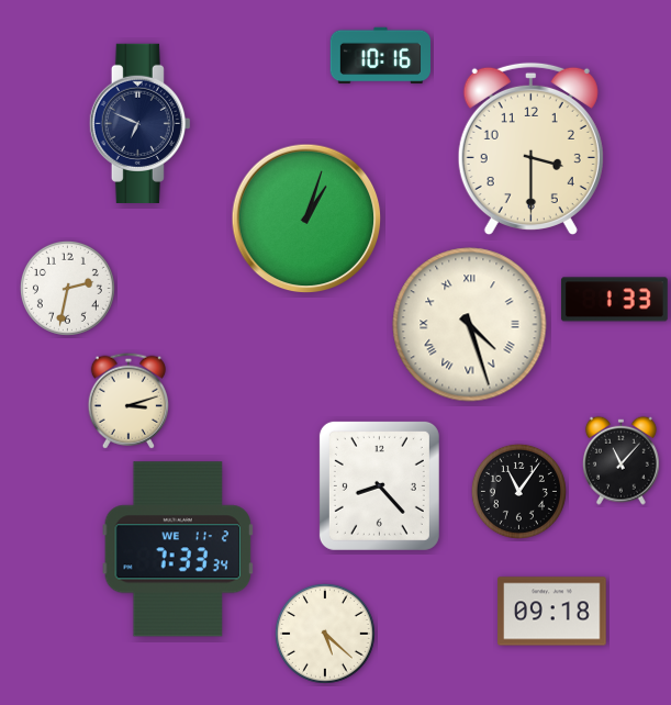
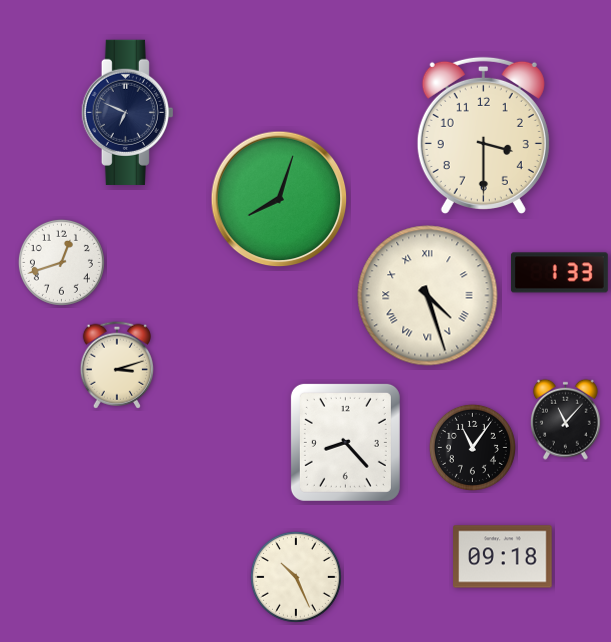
clock at (380, 56): 10:16 -> none
clock at (306, 219): 1:03 -> 8:03
clock at (67, 288): 2:32 -> 12:42
clock at (178, 549): 7:33 -> none
clock at (325, 634): 5:22 -> 10:26
